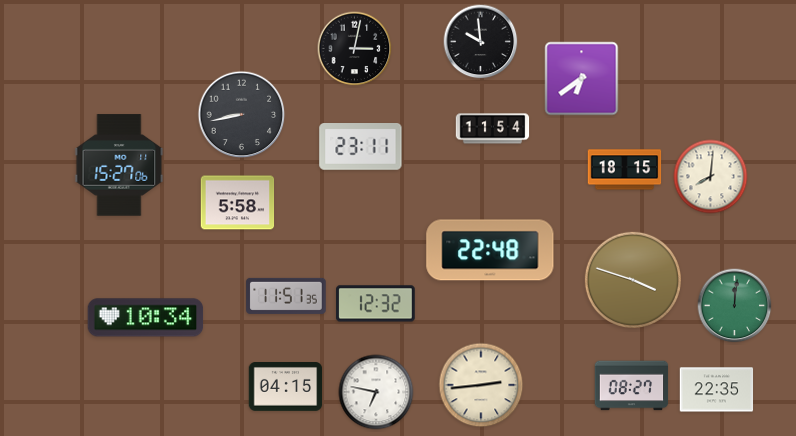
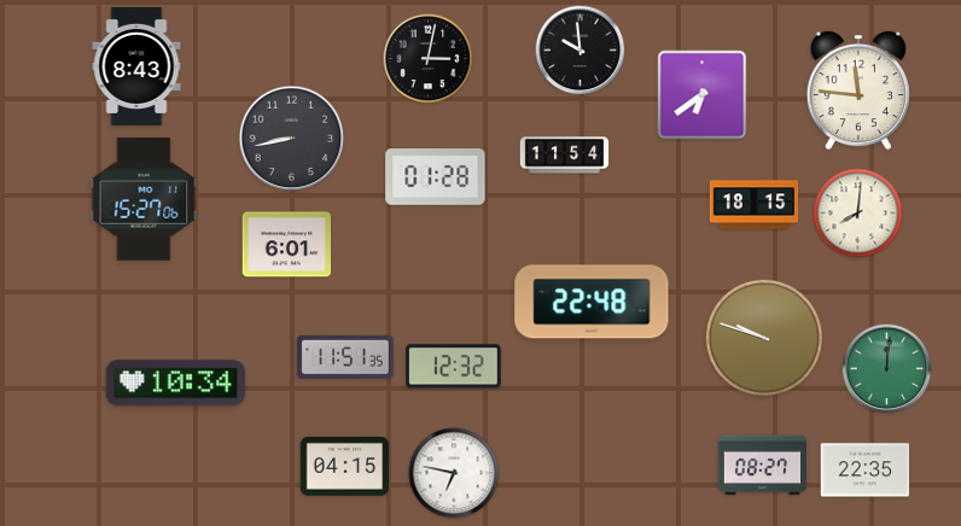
clock at (136, 66): none -> 8:43
clock at (858, 90): none -> 11:46
clock at (493, 129) position: (493, 129) -> (565, 156)
clock at (361, 147): 23:11 -> 01:28
clock at (238, 203): 5:58 -> 6:01
clock at (633, 280): 3:48 -> 9:48
clock at (481, 385): 2:44 -> none
